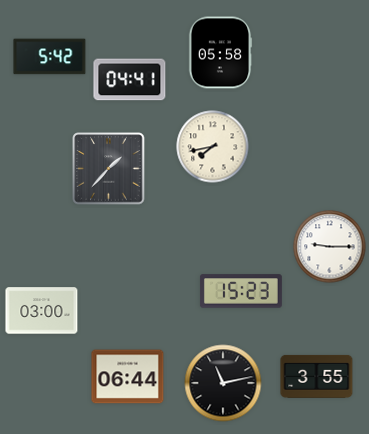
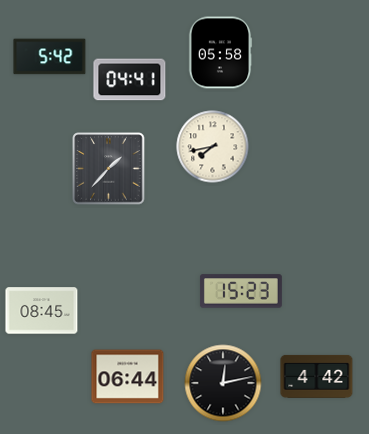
clock at (330, 247): 9:15 -> none
clock at (42, 311): 03:00 -> 08:45
clock at (317, 376): 3:55 -> 4:42
clock at (223, 383): 11:13 -> 12:13
